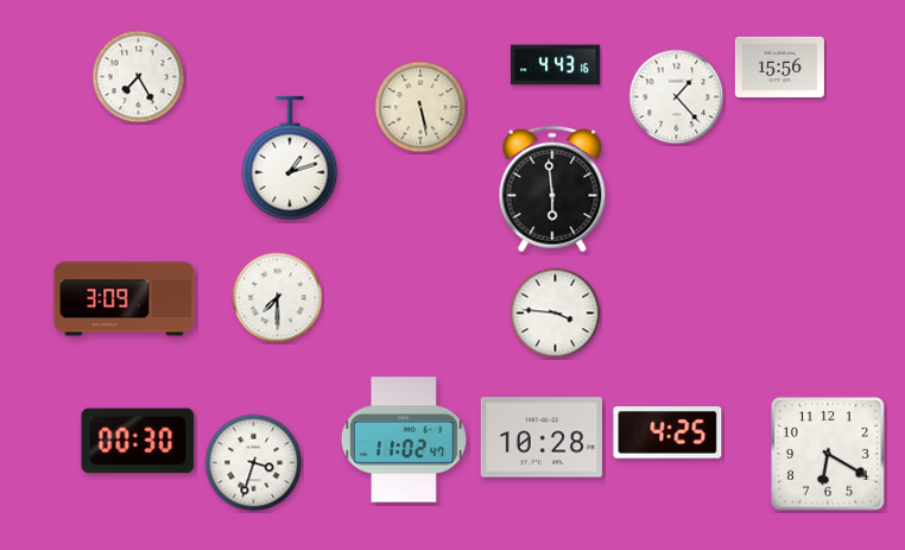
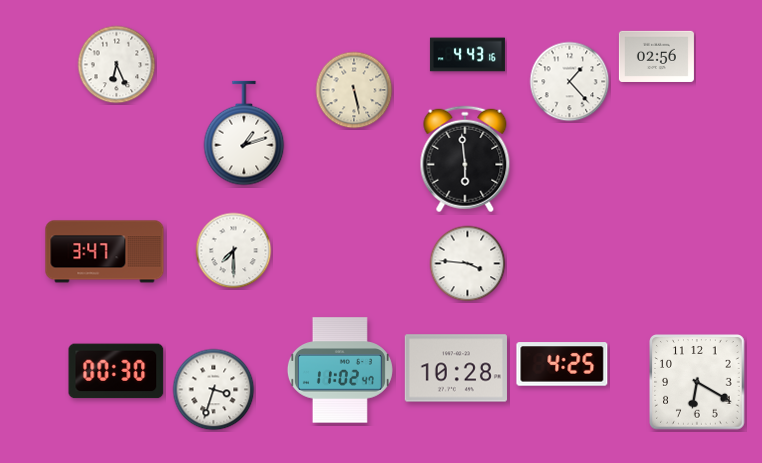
clock at (779, 67): 15:56 -> 02:56
clock at (139, 77): 7:25 -> 6:26
clock at (125, 299): 3:09 -> 3:47
